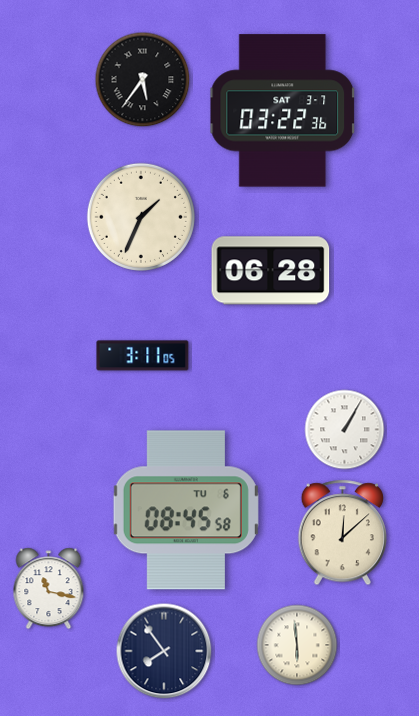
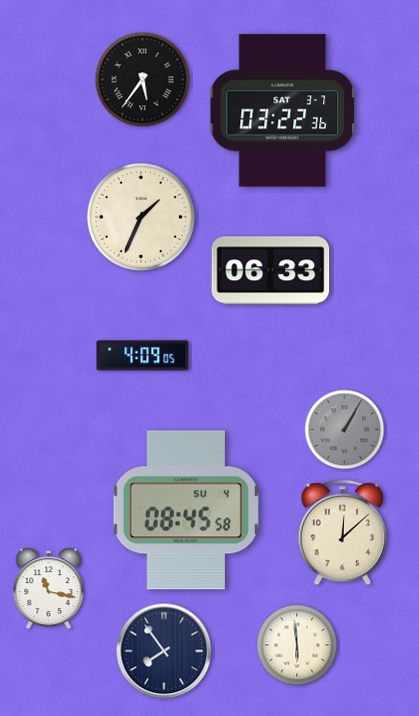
clock at (271, 271): 06:28 -> 06:33
clock at (143, 356): 3:11 -> 4:09
clock at (345, 430) dial: white -> grey
clock at (186, 510) date: TU 6 -> SU 4
